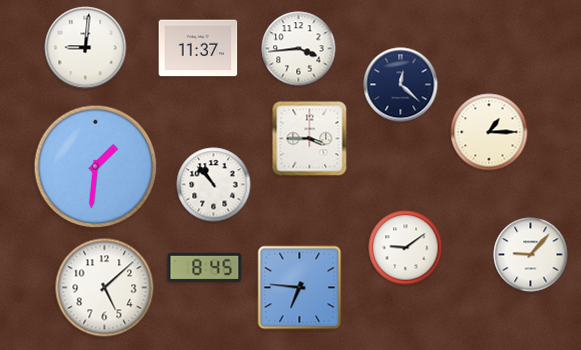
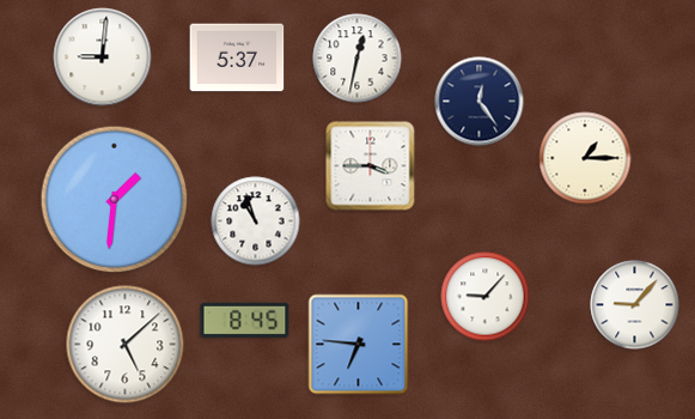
clock at (198, 48): 11:37 -> 5:37
clock at (299, 49): 3:44 -> 12:32
clock at (401, 85): 12:22 -> 12:24
clock at (214, 185): 10:53 -> 10:57
clock at (406, 248): 9:09 -> 9:07
